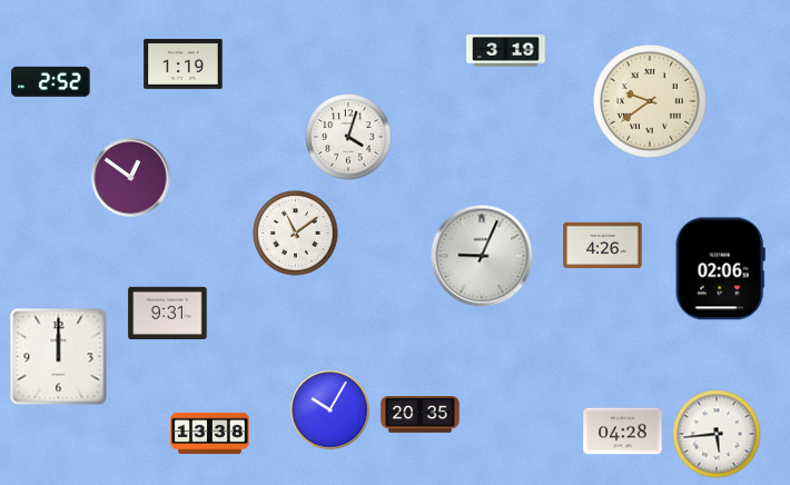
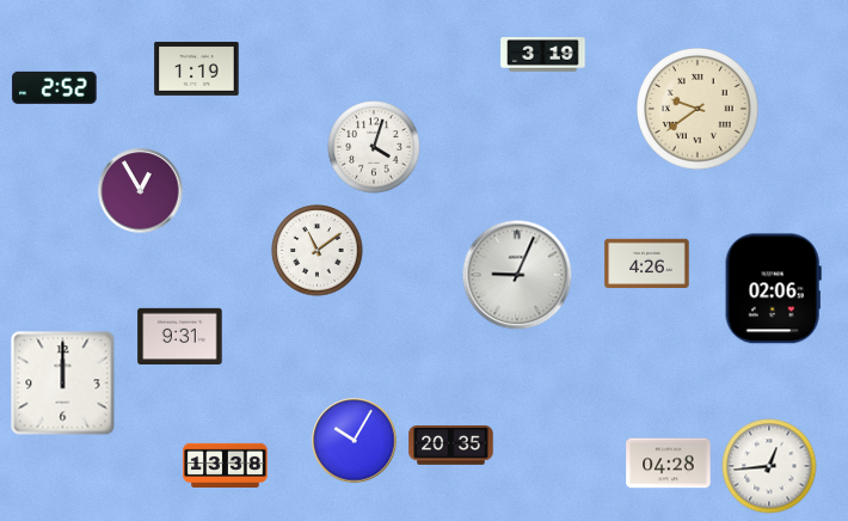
clock at (131, 178): 12:51 -> 12:55
clock at (717, 434): 5:44 -> 12:44
